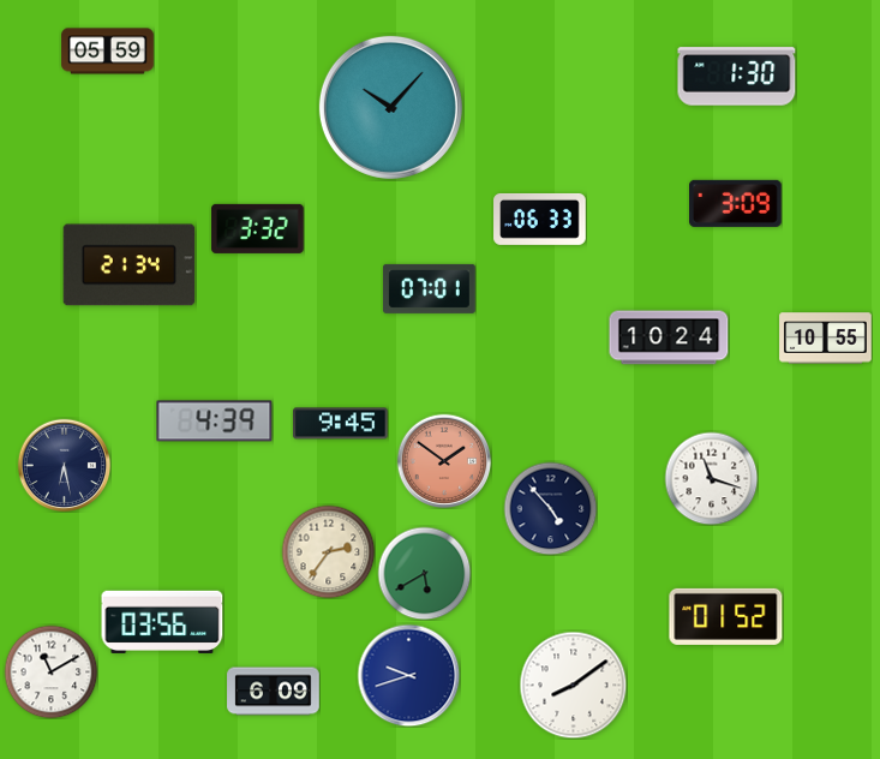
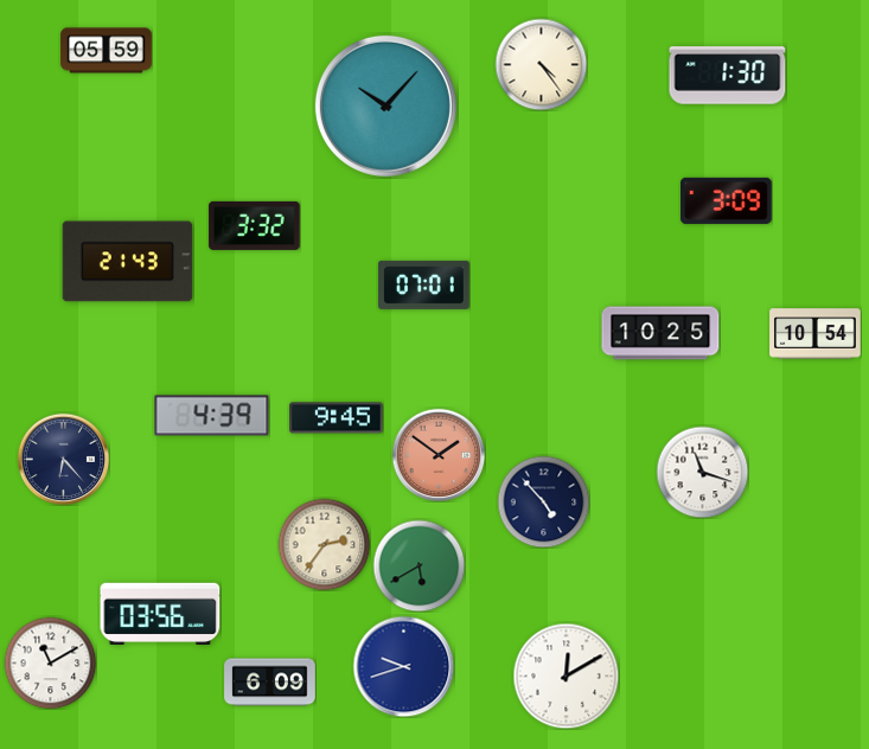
clock at (541, 64): none -> 4:24
clock at (540, 219): 06:33 -> none
clock at (130, 265): 21:34 -> 21:43
clock at (669, 337): 10:24 -> 10:25
clock at (826, 339): 10:55 -> 10:54
clock at (64, 465): 6:28 -> 6:23
clock at (726, 616): 01:52 -> none
clock at (573, 685): 8:09 -> 12:10
